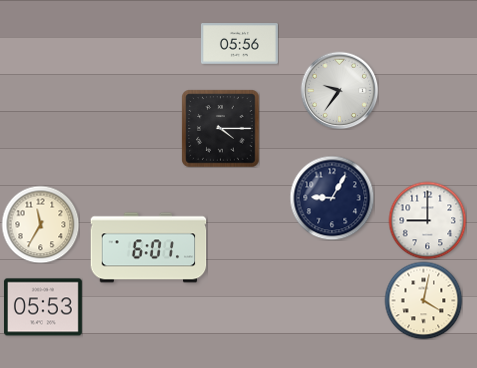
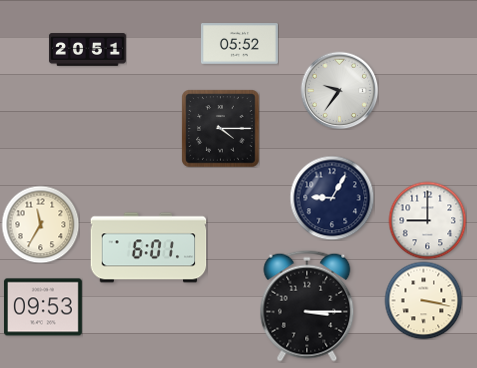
clock at (239, 44): 05:56 -> 05:52
clock at (87, 50): none -> 20:51
clock at (423, 300): 4:02 -> 3:17
clock at (307, 306): none -> 3:15
clock at (43, 307): 05:53 -> 09:53
